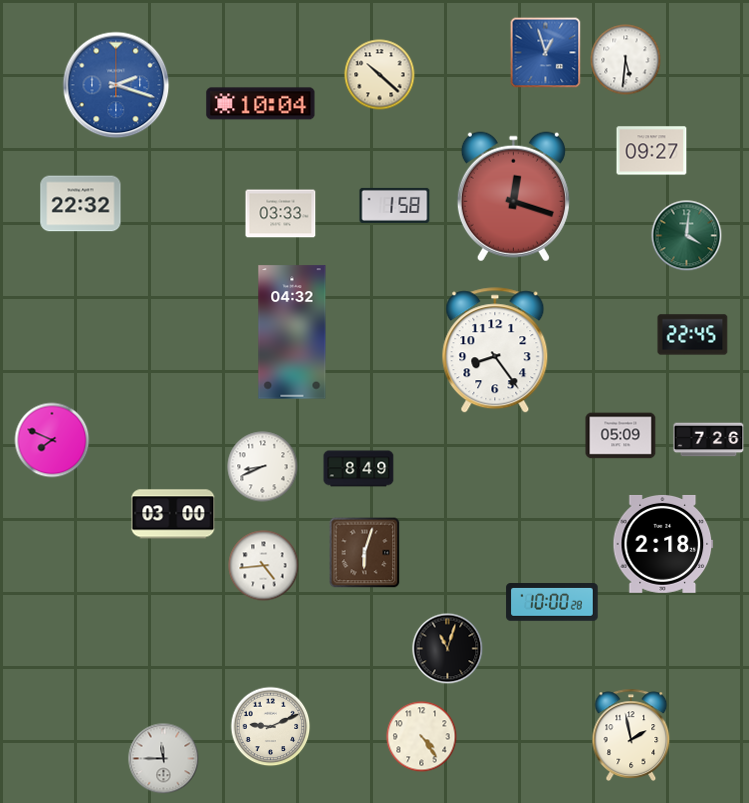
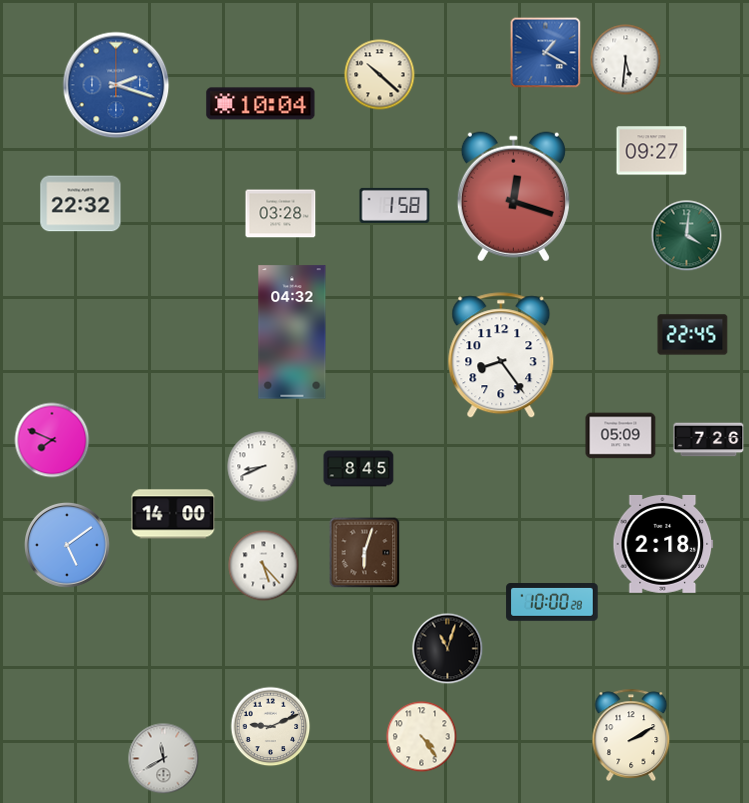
clock at (546, 53): 12:57 -> 1:20
clock at (281, 214): 03:33 -> 03:28
clock at (495, 351) position: (495, 351) -> (501, 356)
clock at (359, 469): 8:49 -> 8:45
clock at (173, 514): 03:00 -> 14:00
clock at (68, 546): none -> 5:09
clock at (264, 566): 4:44 -> 5:23
clock at (631, 734): 1:58 -> 2:10
clock at (164, 759): 11:45 -> 11:40
